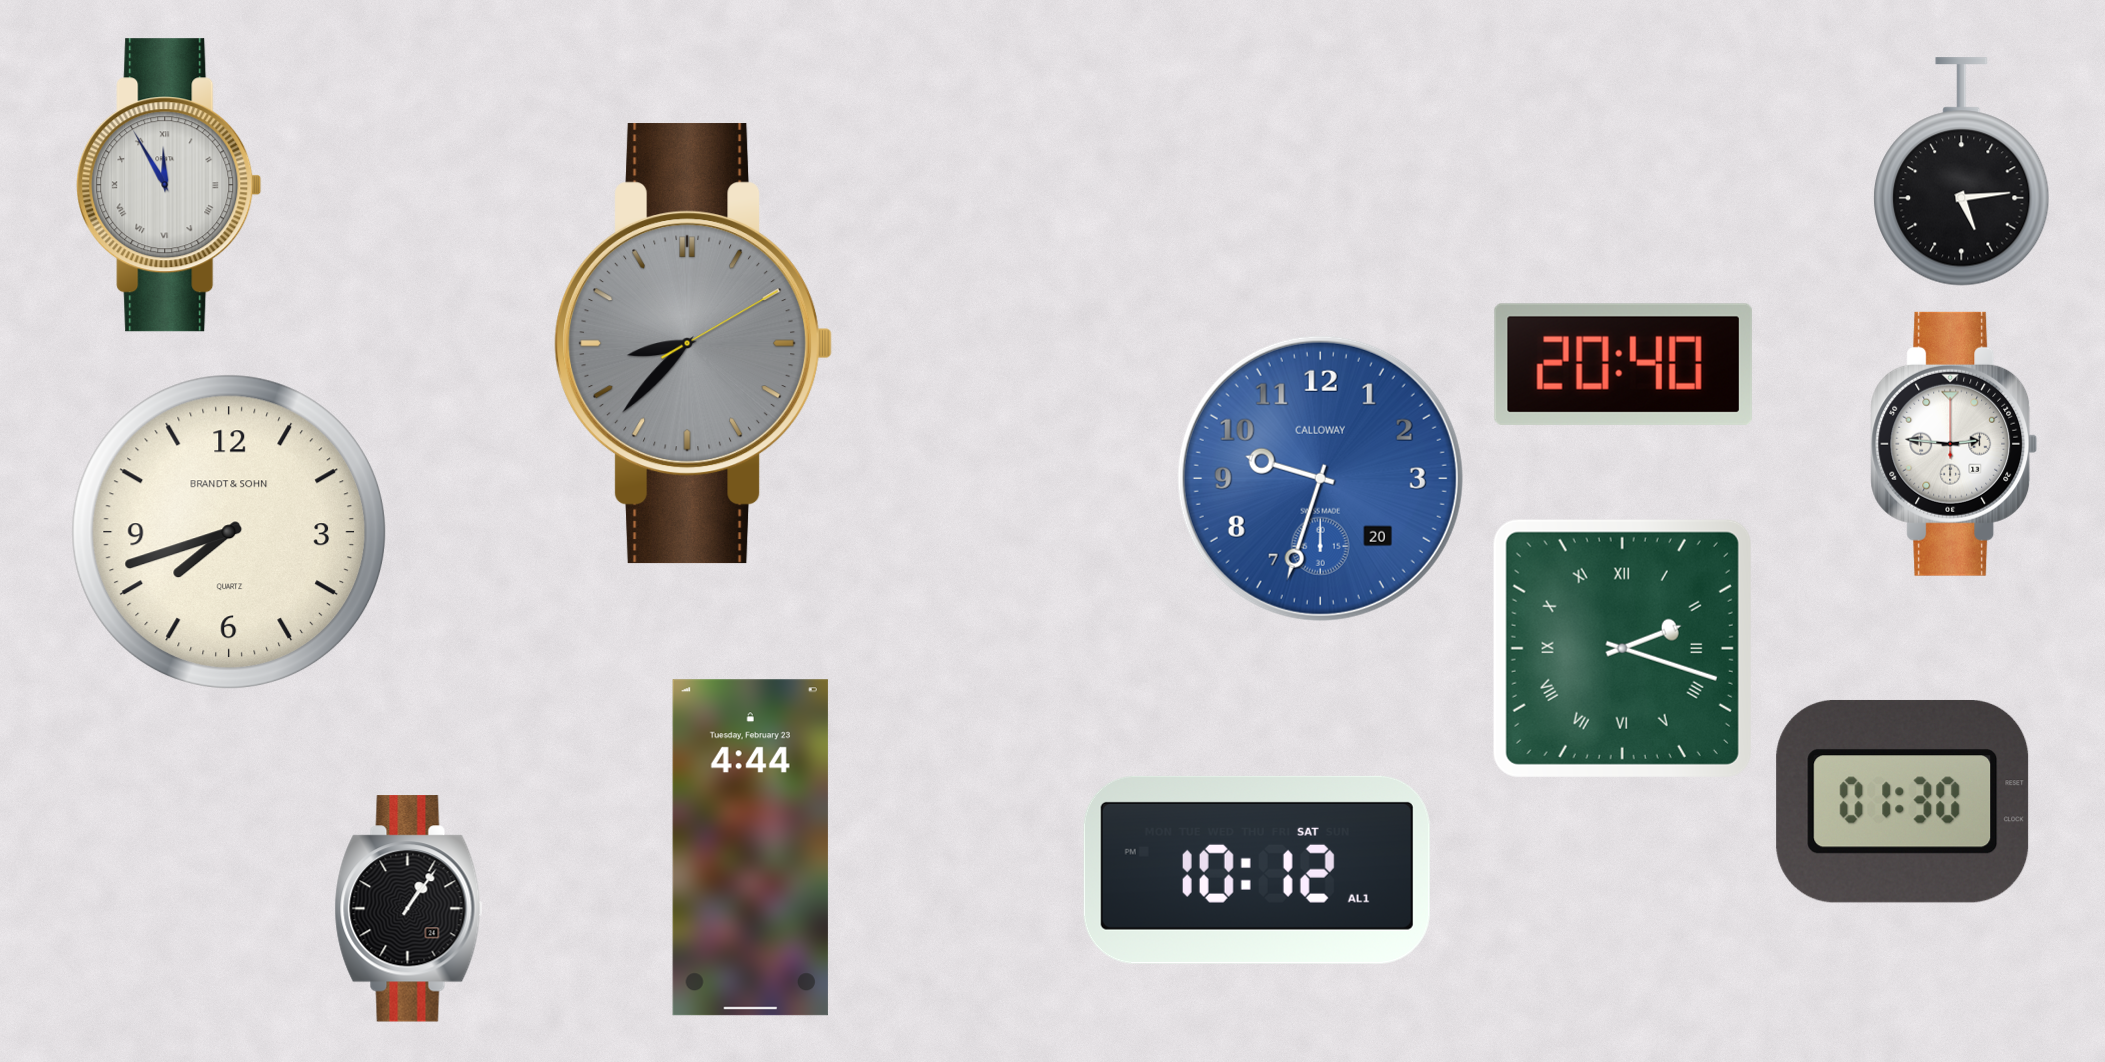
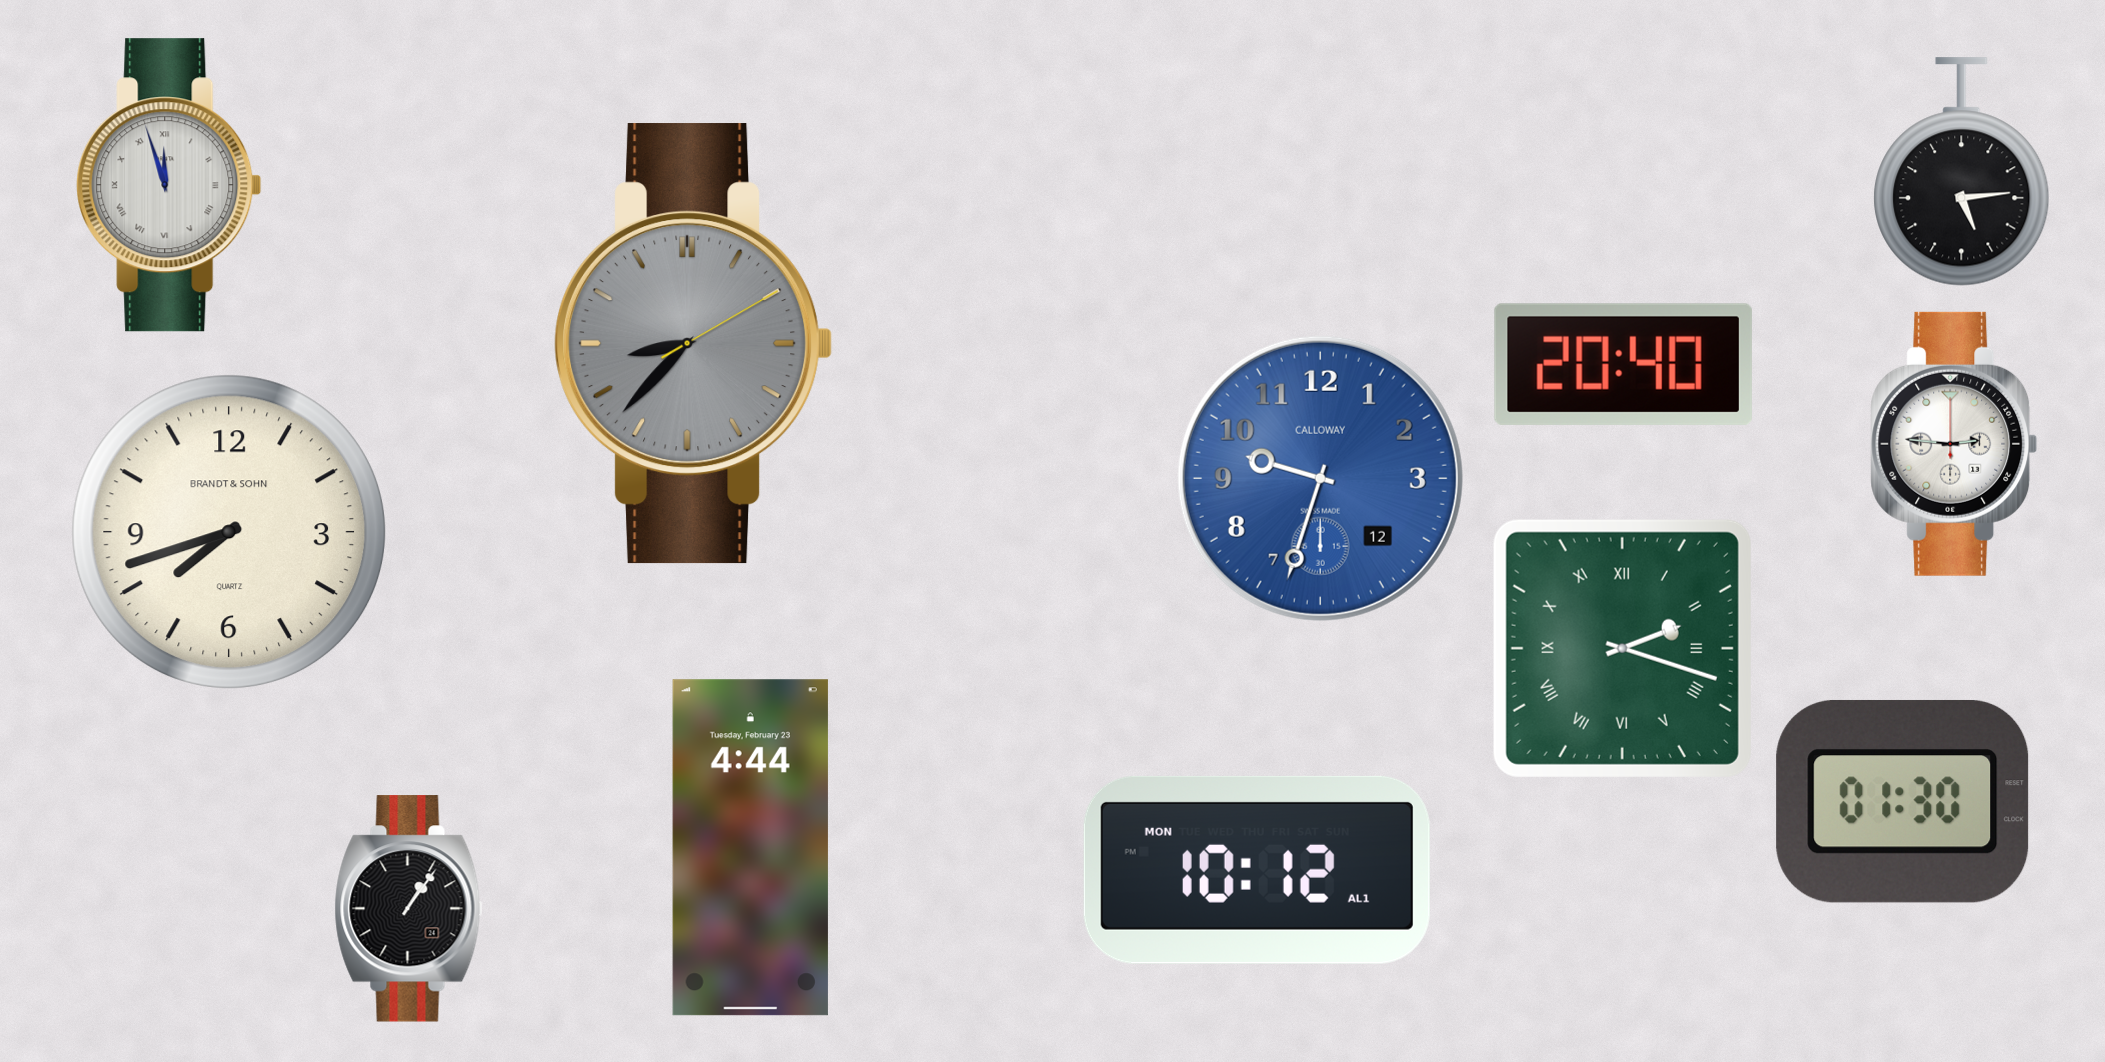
clock at (169, 185): 11:55 -> 11:57
clock at (1320, 478) date: 20 -> 12
clock at (1257, 870) date: SAT -> MON
